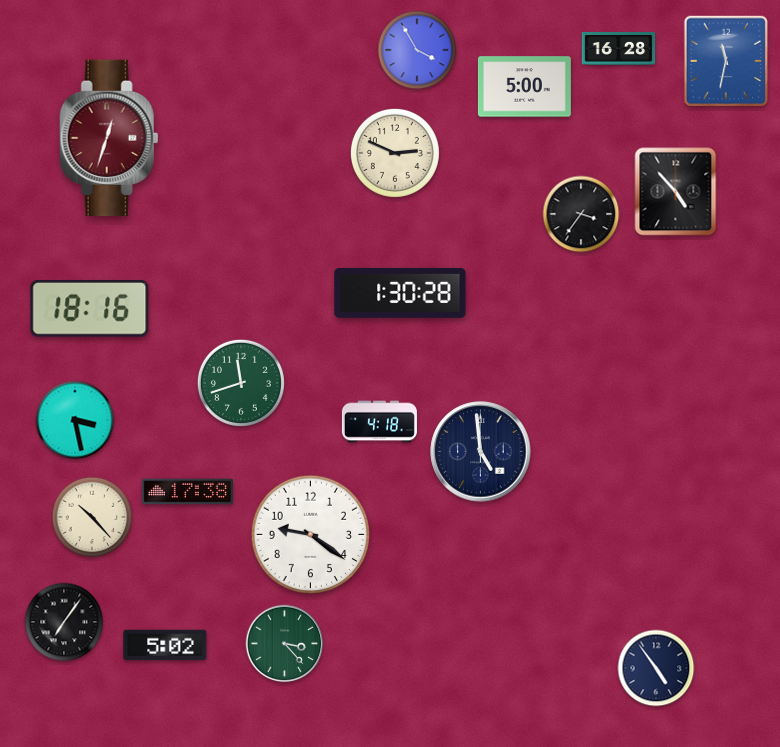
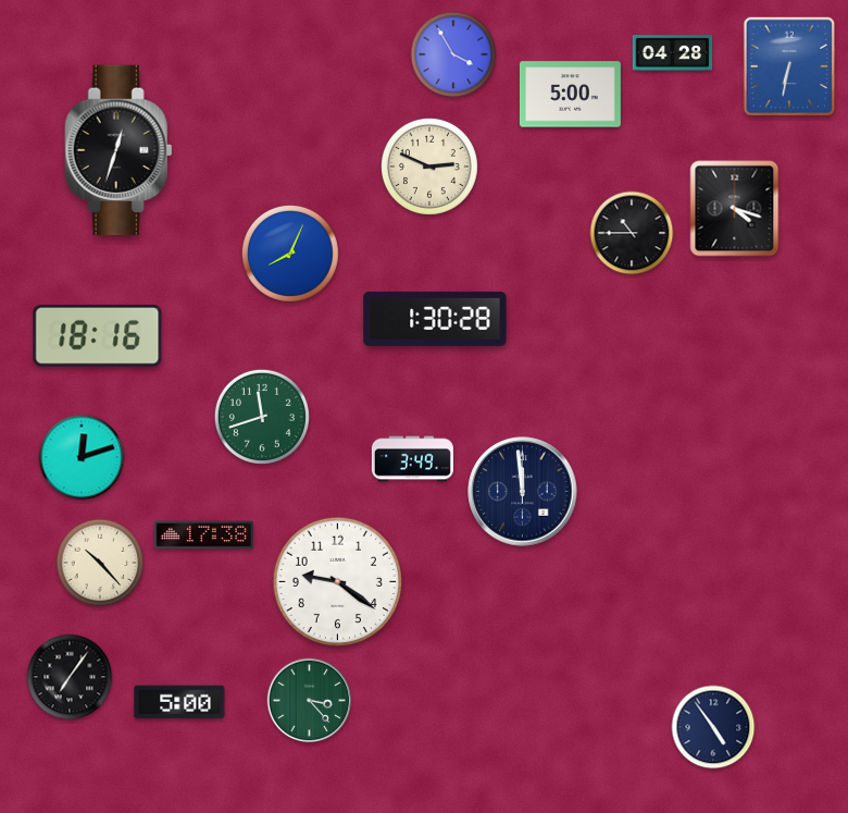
clock at (619, 49): 16:28 -> 04:28
clock at (726, 61): 11:32 -> 6:32
clock at (109, 137) dial: burgundy -> black
clock at (676, 192): 4:53 -> 4:18
clock at (581, 214): 3:36 -> 10:45
clock at (290, 254): none -> 8:04
clock at (75, 420): 3:28 -> 12:12
clock at (379, 422): 4:18 -> 3:49
clock at (481, 452): 4:59 -> 11:59
clock at (165, 645): 5:02 -> 5:00
